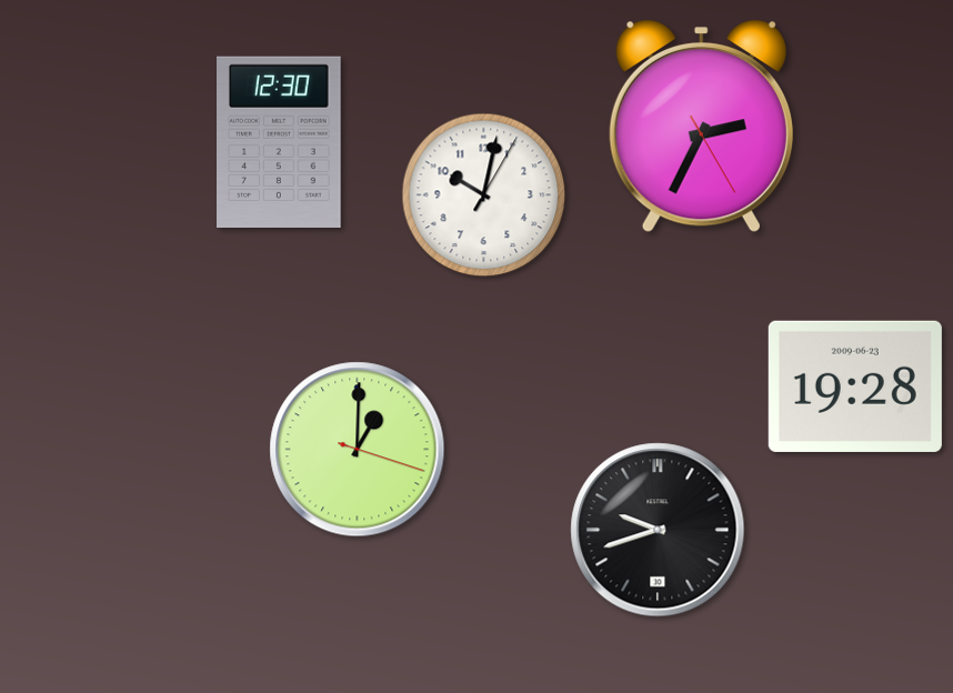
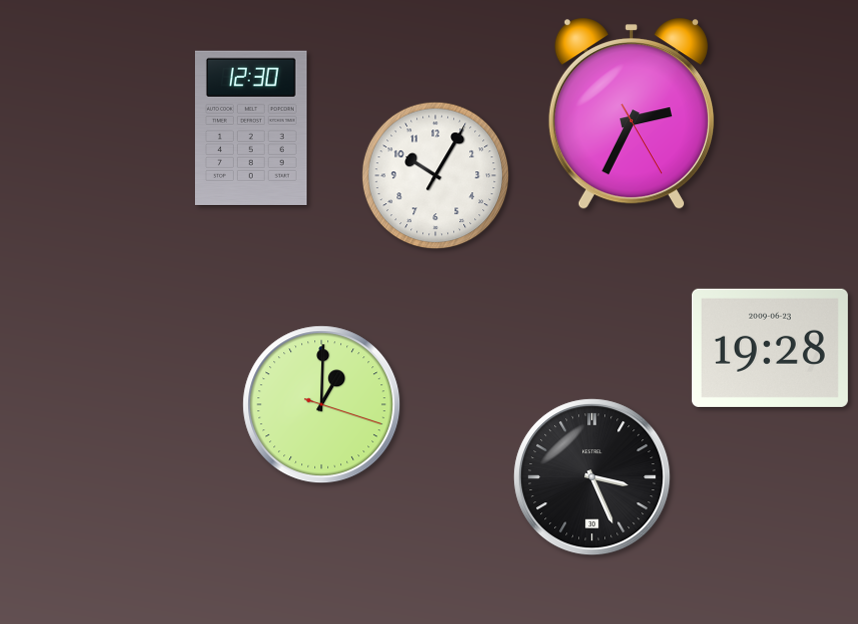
clock at (484, 195): 10:02 -> 10:05
clock at (658, 530): 9:42 -> 3:26
